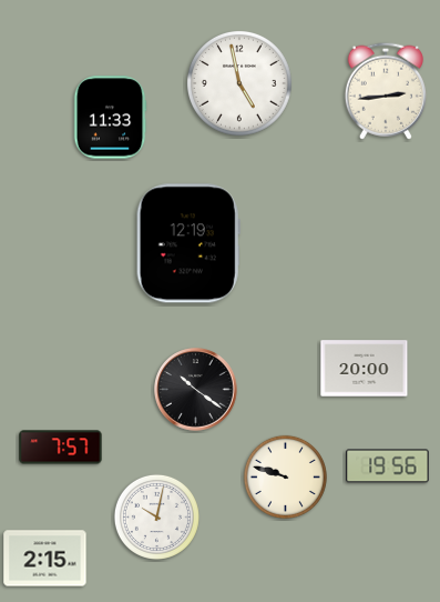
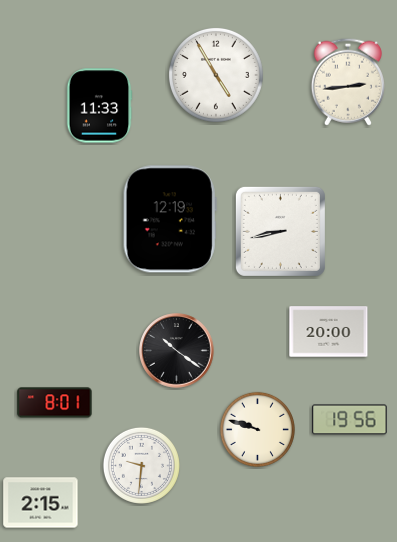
clock at (239, 83): 4:58 -> 4:55
clock at (280, 231): none -> 8:43
clock at (61, 448): 7:57 -> 8:01
clock at (156, 516): 10:02 -> 9:31
